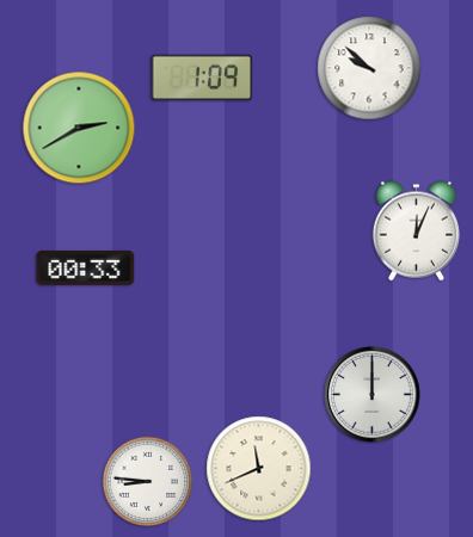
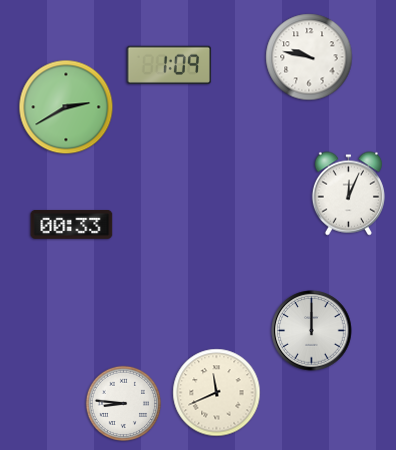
clock at (369, 68): 9:52 -> 9:47
